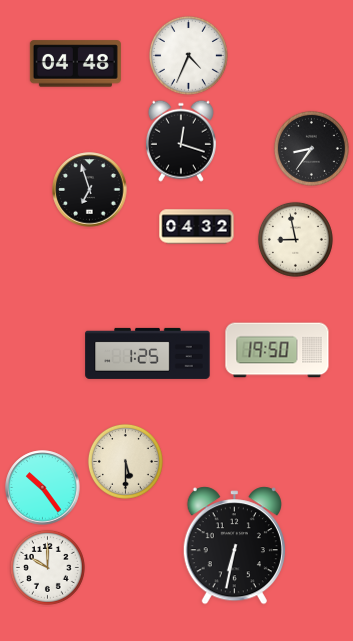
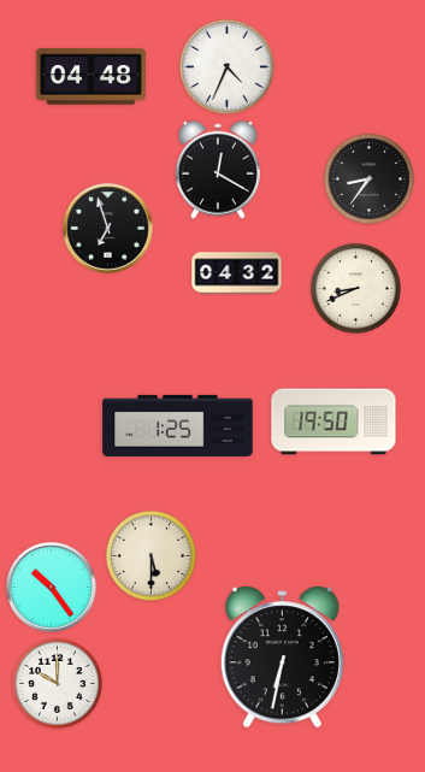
clock at (181, 141): 12:18 -> 12:20
clock at (311, 148) position: (311, 148) -> (368, 178)
clock at (295, 239): 8:58 -> 8:41
